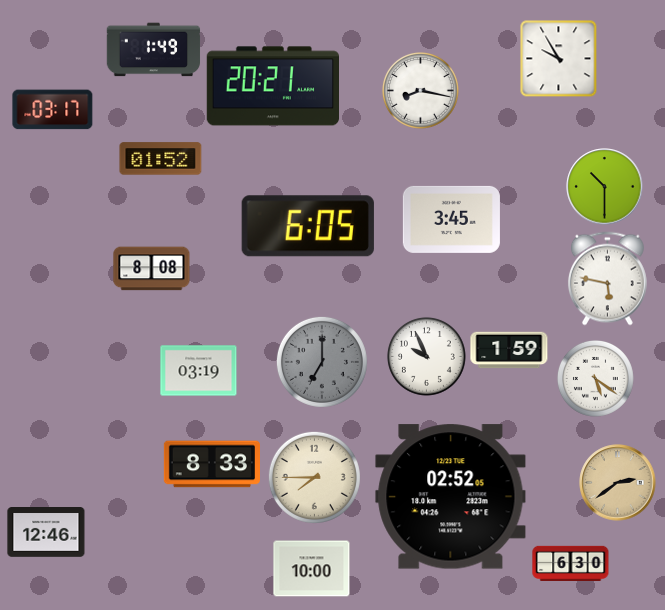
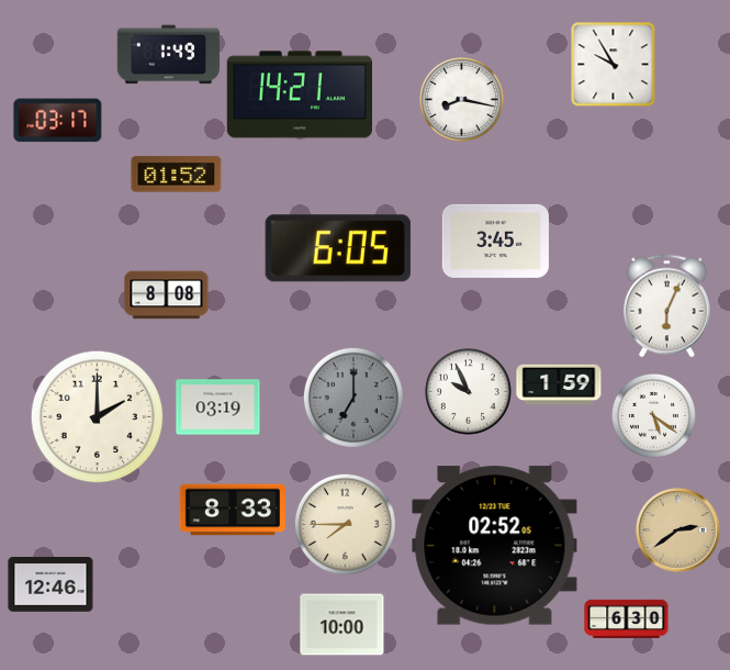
clock at (272, 86): 20:21 -> 14:21
clock at (605, 187): 10:30 -> none
clock at (607, 279): 5:47 -> 6:04
clock at (98, 417): none -> 2:00
